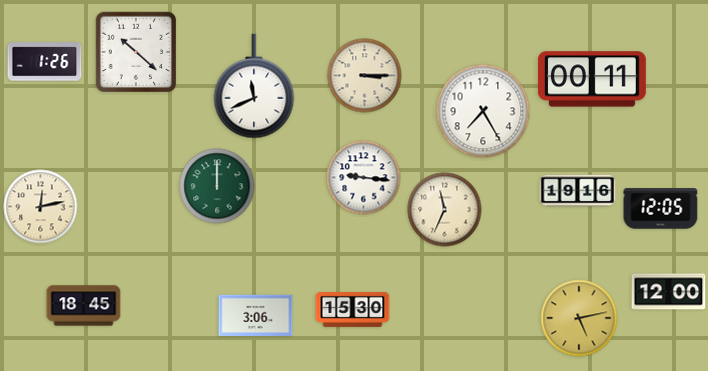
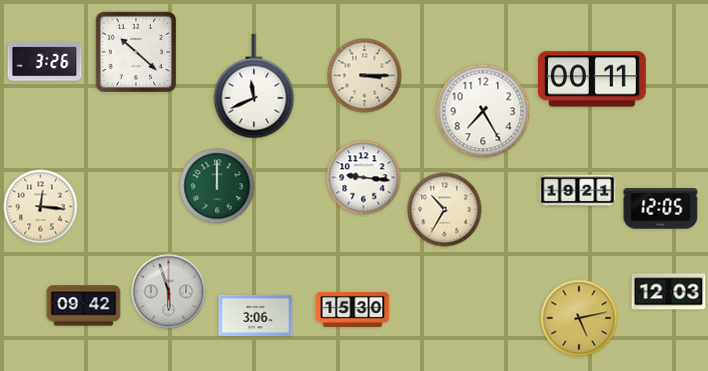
clock at (45, 62): 1:26 -> 3:26
clock at (578, 191): 19:16 -> 19:21
clock at (41, 207): 12:13 -> 12:16
clock at (445, 210): 11:34 -> 10:35
clock at (169, 292): none -> 5:57
clock at (669, 292): 12:00 -> 12:03
clock at (84, 306): 18:45 -> 09:42
